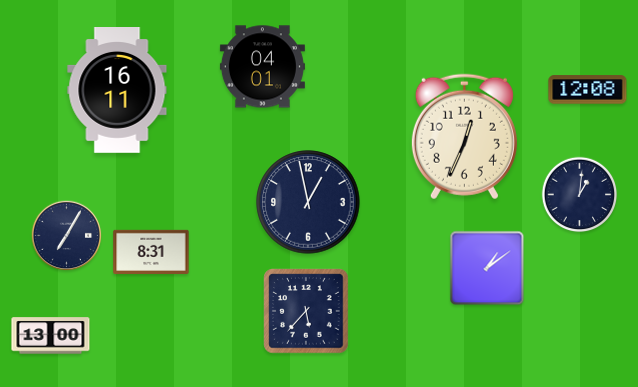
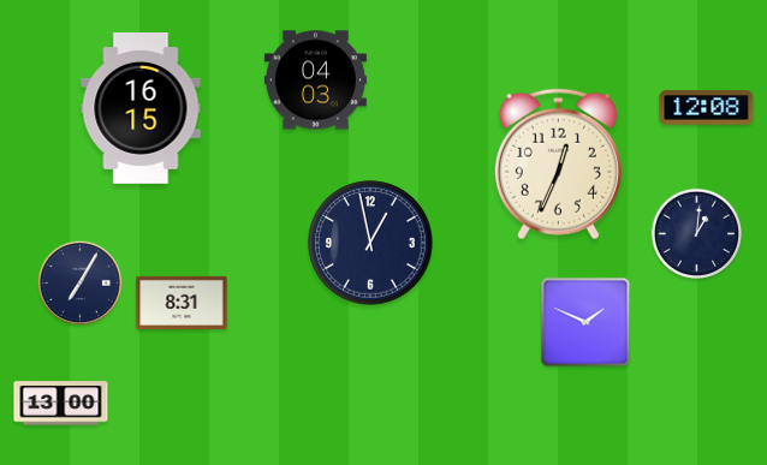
clock at (262, 67): 04:01 -> 04:03
clock at (117, 90): 16:11 -> 16:15
clock at (487, 268): 1:09 -> 1:49
clock at (306, 311): 5:37 -> none
